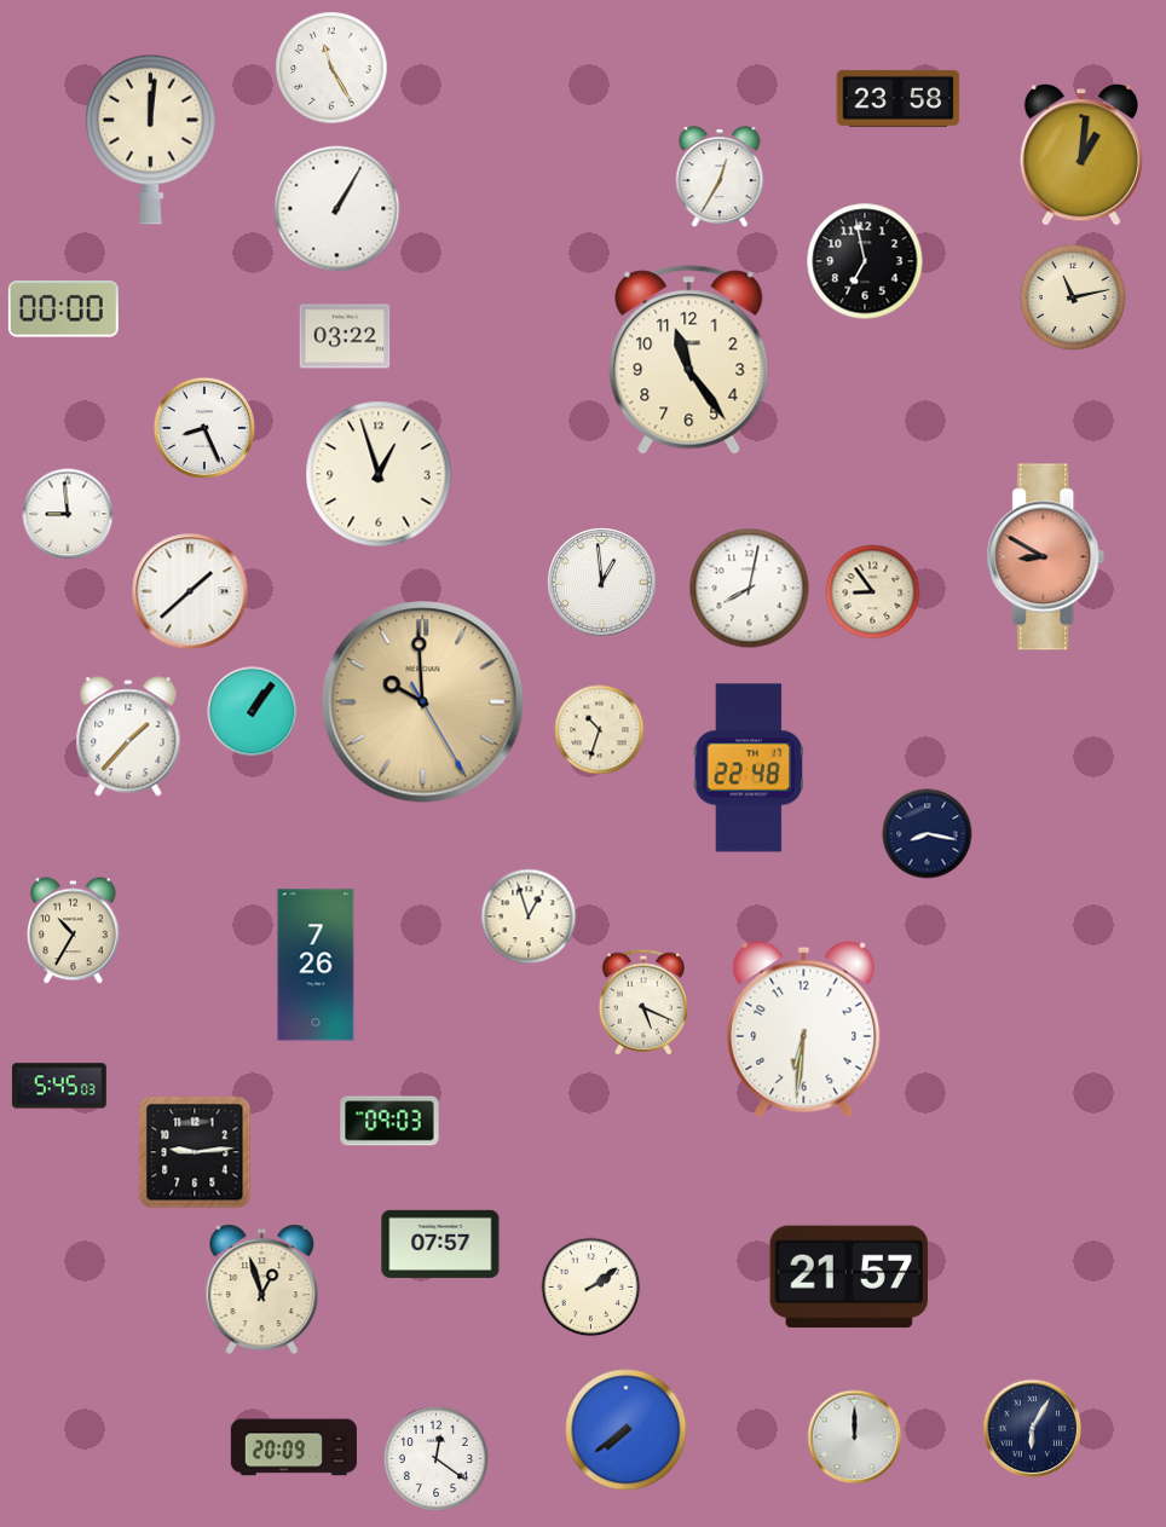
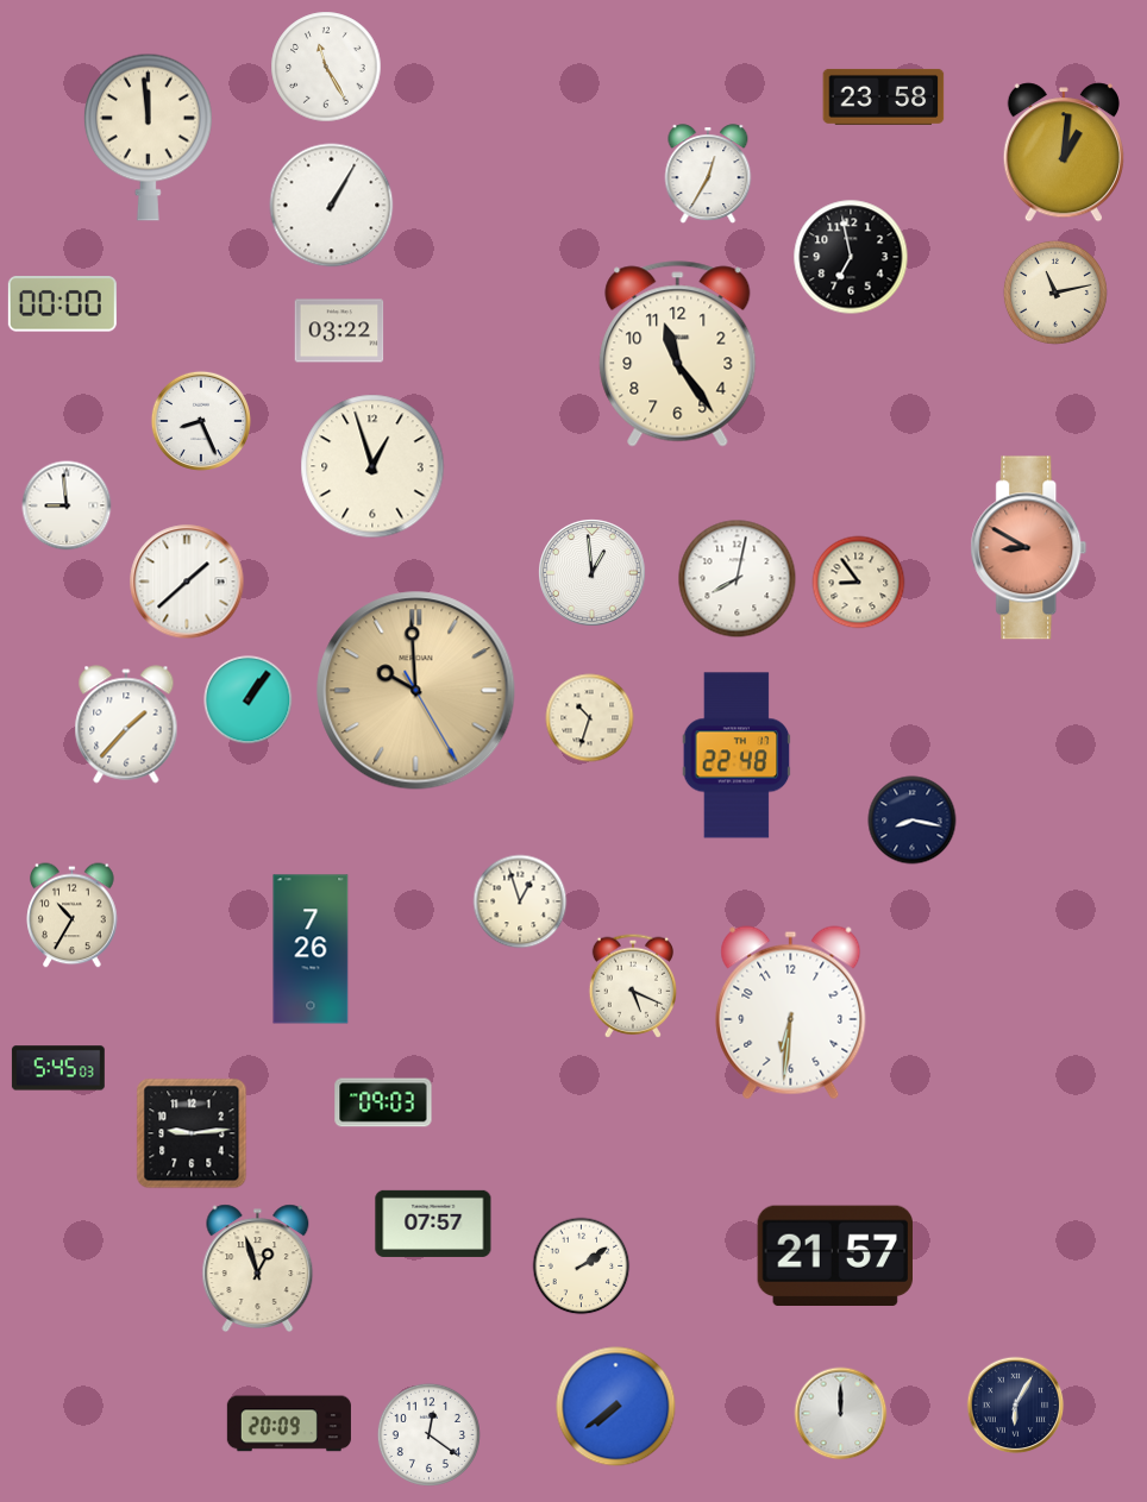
clock at (150, 139): 12:01 -> 11:59
